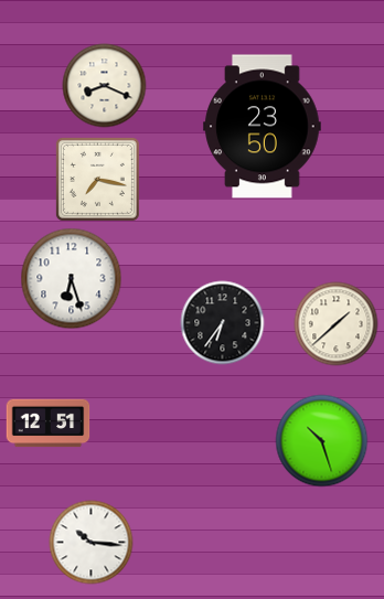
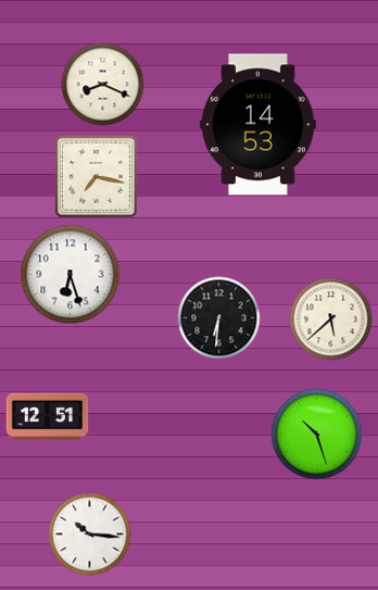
clock at (263, 127): 23:50 -> 14:53
clock at (223, 323): 6:36 -> 6:31
clock at (337, 324): 1:38 -> 5:38
